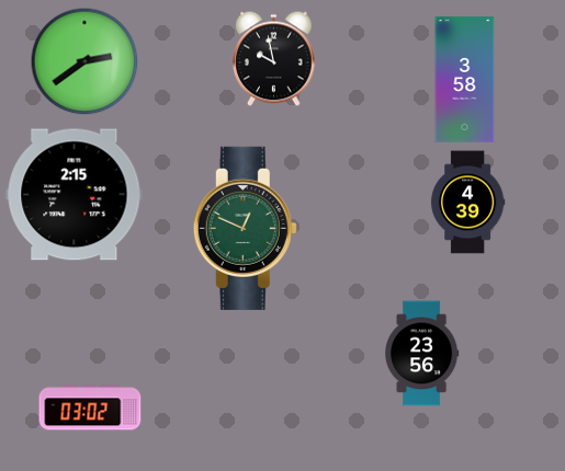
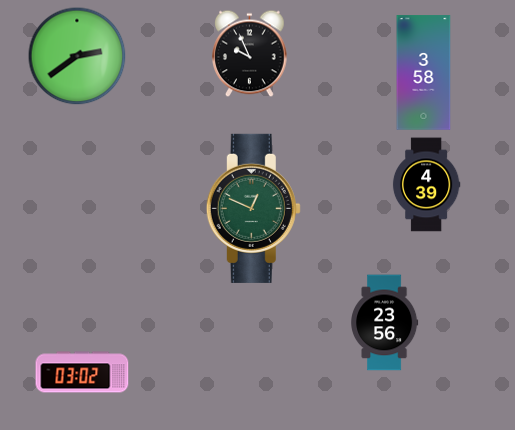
clock at (274, 58): 9:58 -> 9:56
clock at (75, 195): 2:15 -> none
clock at (245, 228) position: (245, 228) -> (253, 208)
